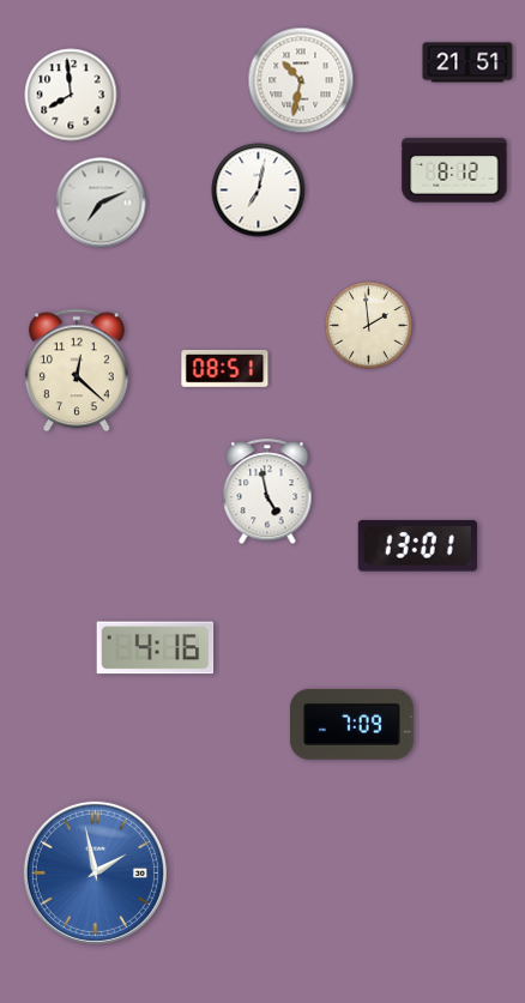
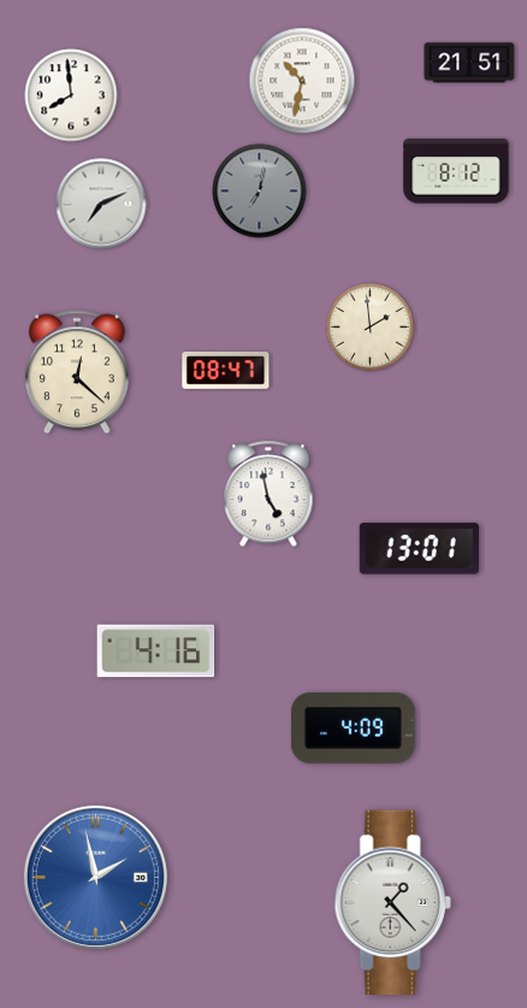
clock at (259, 191) dial: white -> grey
clock at (225, 368): 08:51 -> 08:47
clock at (351, 724): 7:09 -> 4:09
clock at (392, 902): none -> 1:23
